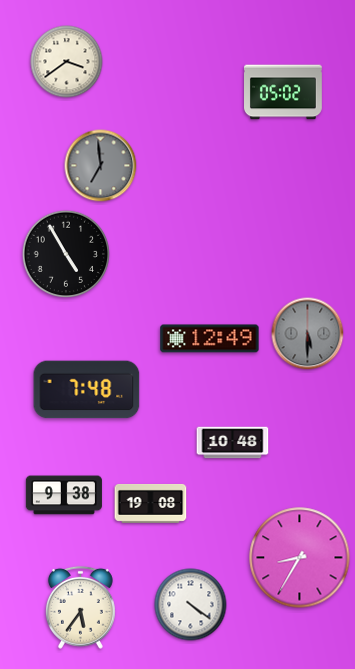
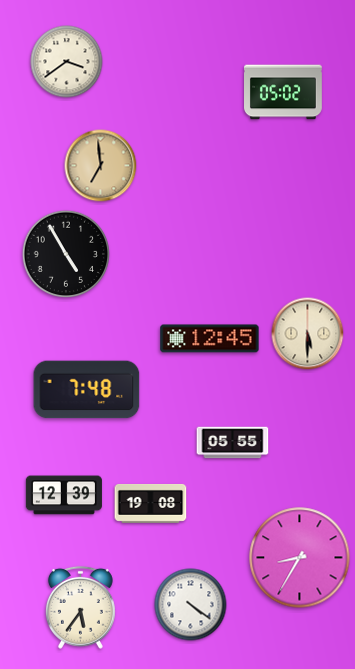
clock at (101, 166) dial: grey -> champagne
clock at (308, 334) dial: grey -> cream
clock at (210, 339): 12:49 -> 12:45
clock at (233, 443): 10:48 -> 05:55
clock at (64, 495): 9:38 -> 12:39
